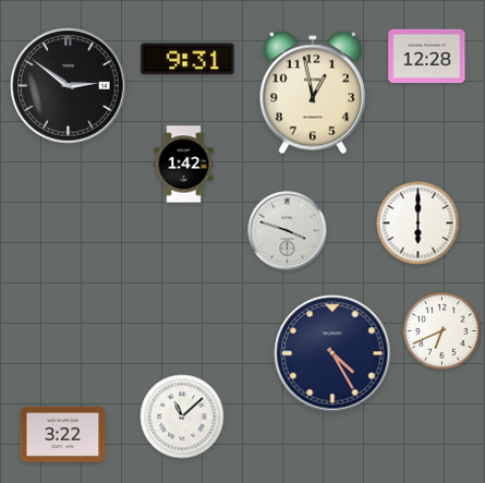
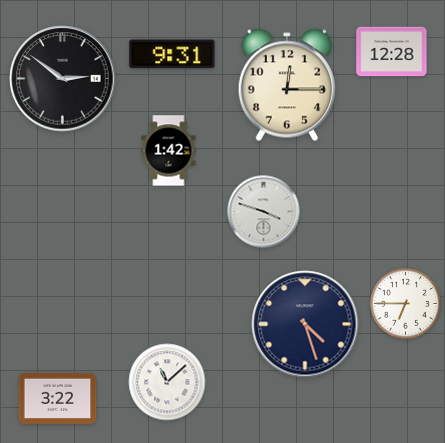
clock at (313, 93): 12:58 -> 12:15
clock at (419, 224): 6:00 -> none
clock at (442, 331): 6:41 -> 6:45
clock at (332, 353): 4:25 -> 4:27
